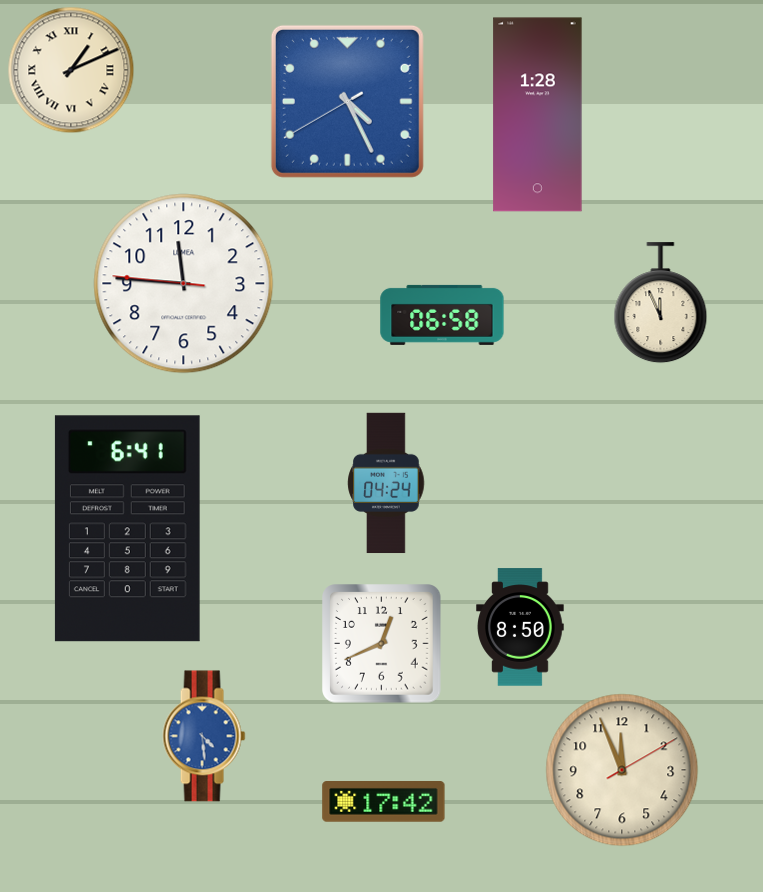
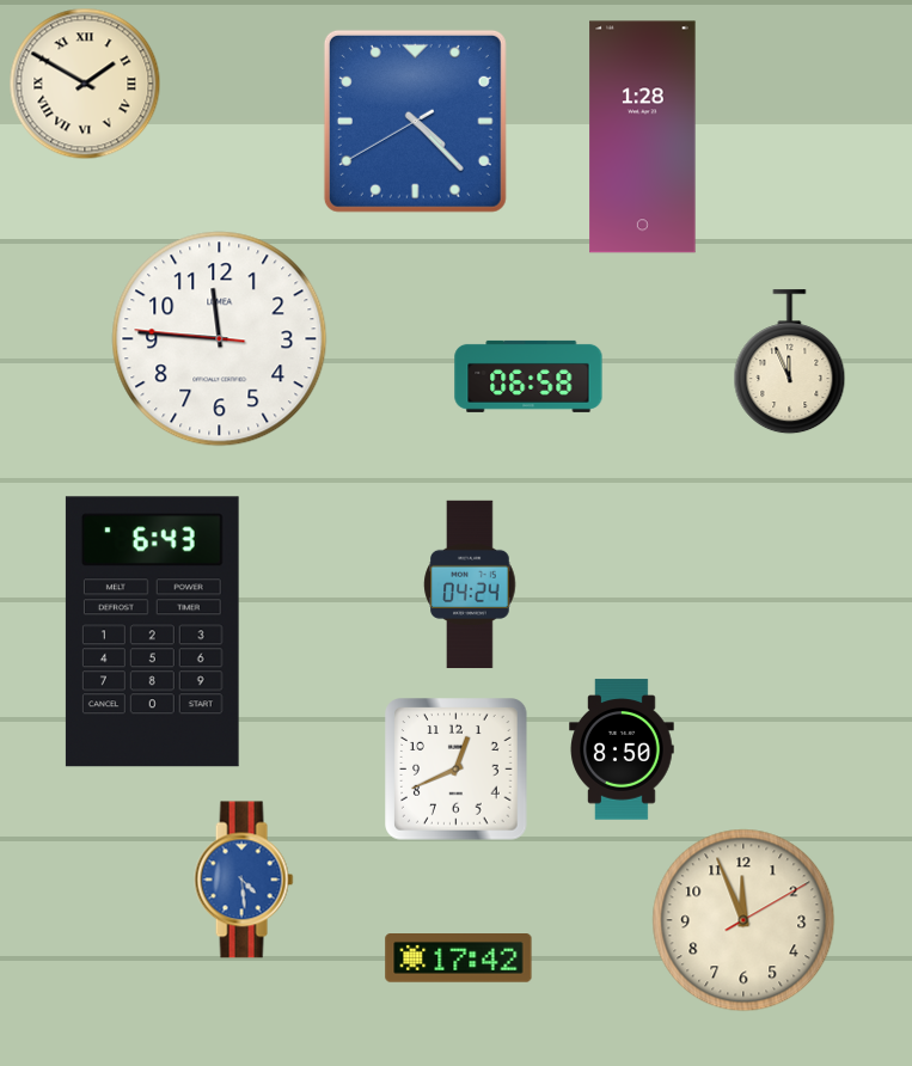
clock at (71, 70): 1:11 -> 1:50
clock at (347, 101): 4:25 -> 4:22
clock at (386, 483) position: (386, 483) -> (470, 584)
clock at (127, 529): 6:41 -> 6:43
